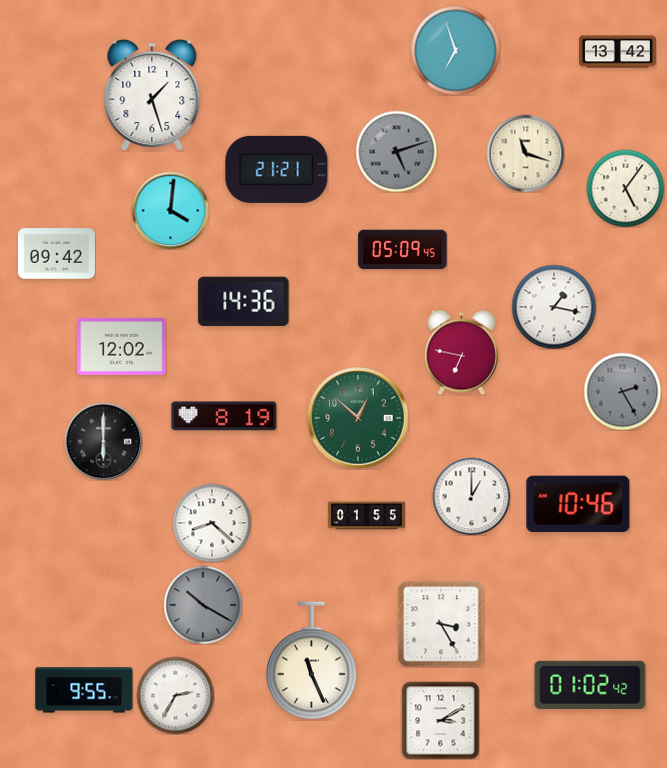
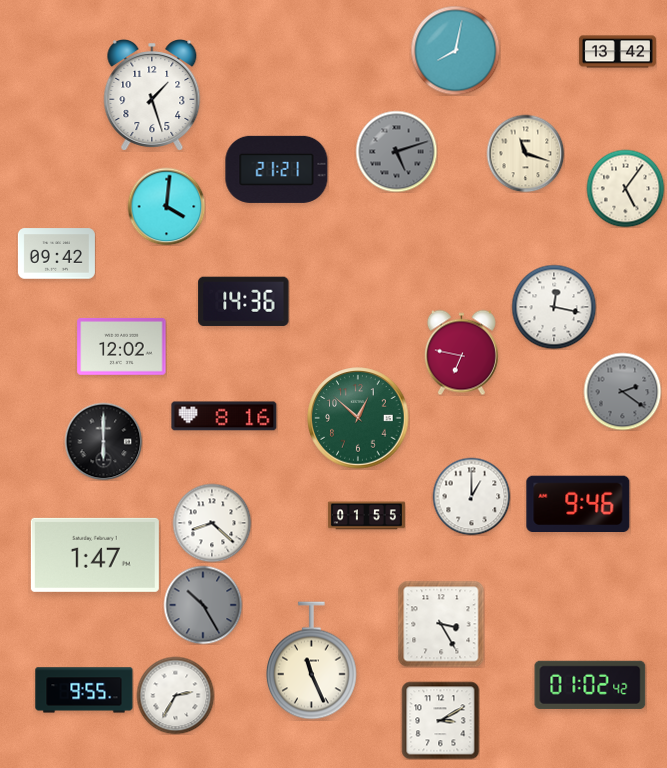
clock at (455, 50): 6:57 -> 8:02
clock at (170, 210) position: (170, 210) -> (166, 206)
clock at (403, 250): 05:09 -> none
clock at (554, 307): 1:17 -> 12:17
clock at (622, 391): 2:25 -> 2:21
clock at (224, 416): 8:19 -> 8:16
clock at (578, 504): 10:46 -> 9:46
clock at (95, 555): none -> 1:47
clock at (203, 605): 10:20 -> 10:25
